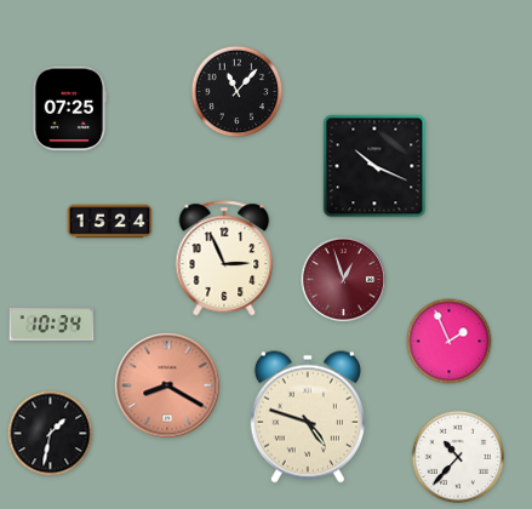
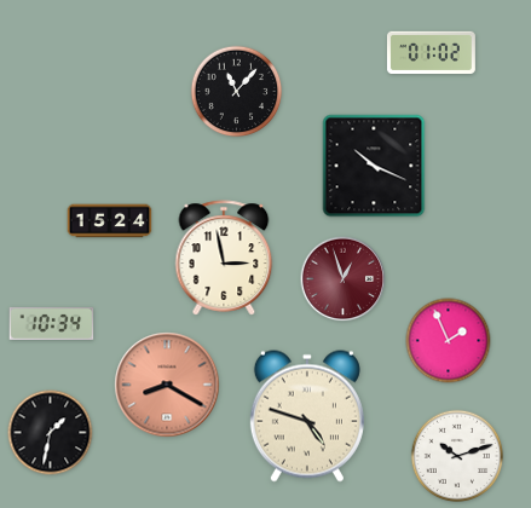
clock at (431, 52): none -> 01:02
clock at (69, 109): 07:25 -> none
clock at (224, 258): 2:56 -> 2:58
clock at (458, 457): 10:37 -> 10:12
